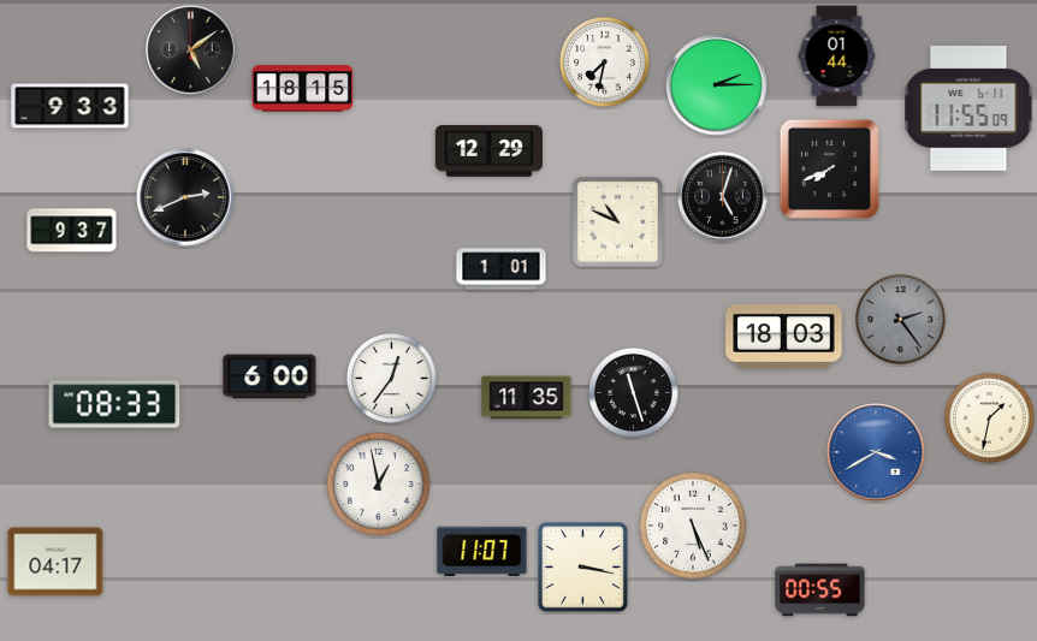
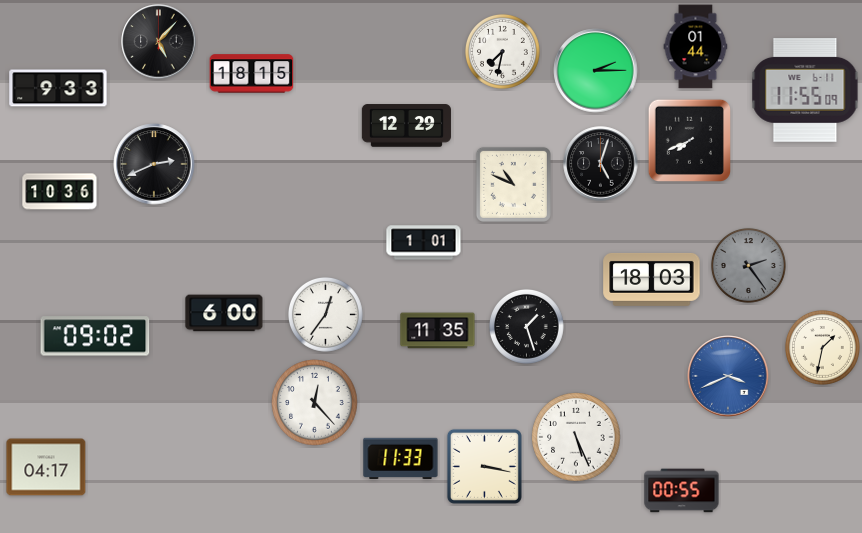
clock at (191, 51): 5:09 -> 5:07
clock at (72, 231): 9:37 -> 10:36
clock at (502, 269) position: (502, 269) -> (424, 243)
clock at (633, 392): 11:27 -> 1:27
clock at (114, 404): 08:33 -> 09:02
clock at (876, 452): 3:40 -> 3:41
clock at (379, 485): 12:58 -> 12:23
clock at (482, 551): 11:07 -> 11:33
clock at (582, 566) position: (582, 566) -> (484, 466)
